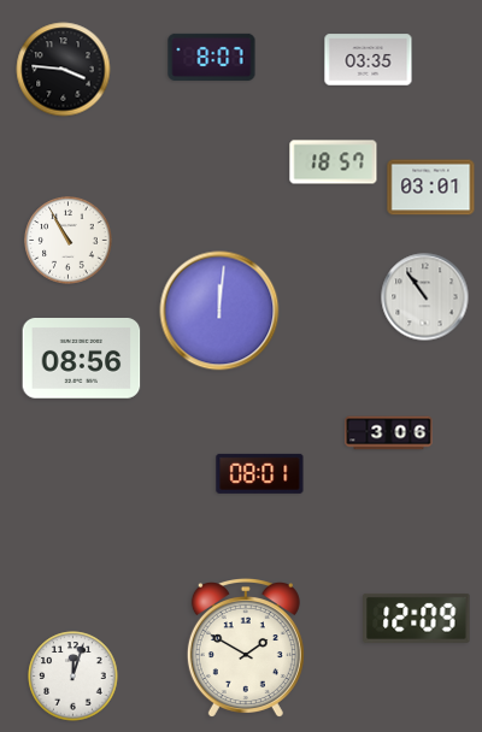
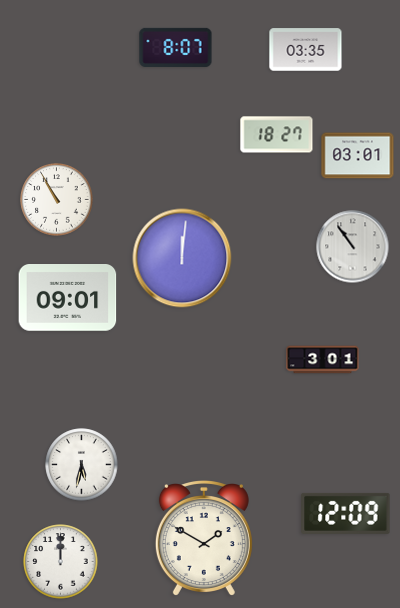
clock at (64, 70): 3:46 -> none
clock at (334, 163): 18:57 -> 18:27
clock at (82, 359): 08:56 -> 09:01
clock at (389, 433): 3:06 -> 3:01
clock at (260, 473): 08:01 -> none
clock at (82, 465): none -> 5:32
clock at (74, 677): 12:03 -> 12:00
